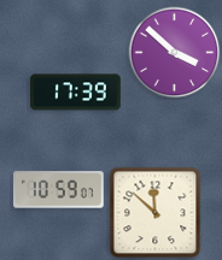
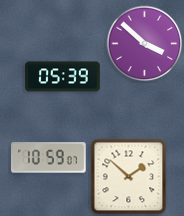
clock at (76, 93): 17:39 -> 05:39
clock at (156, 213): 11:52 -> 1:52
